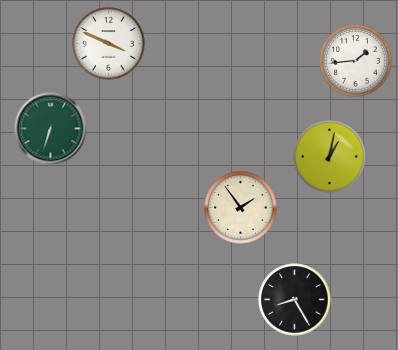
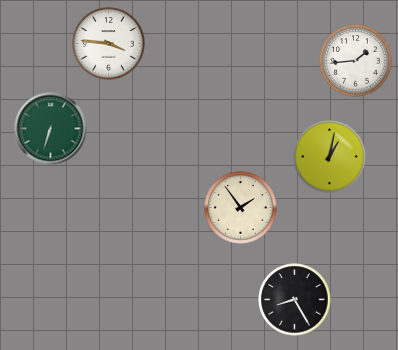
clock at (109, 44): 3:49 -> 3:46
